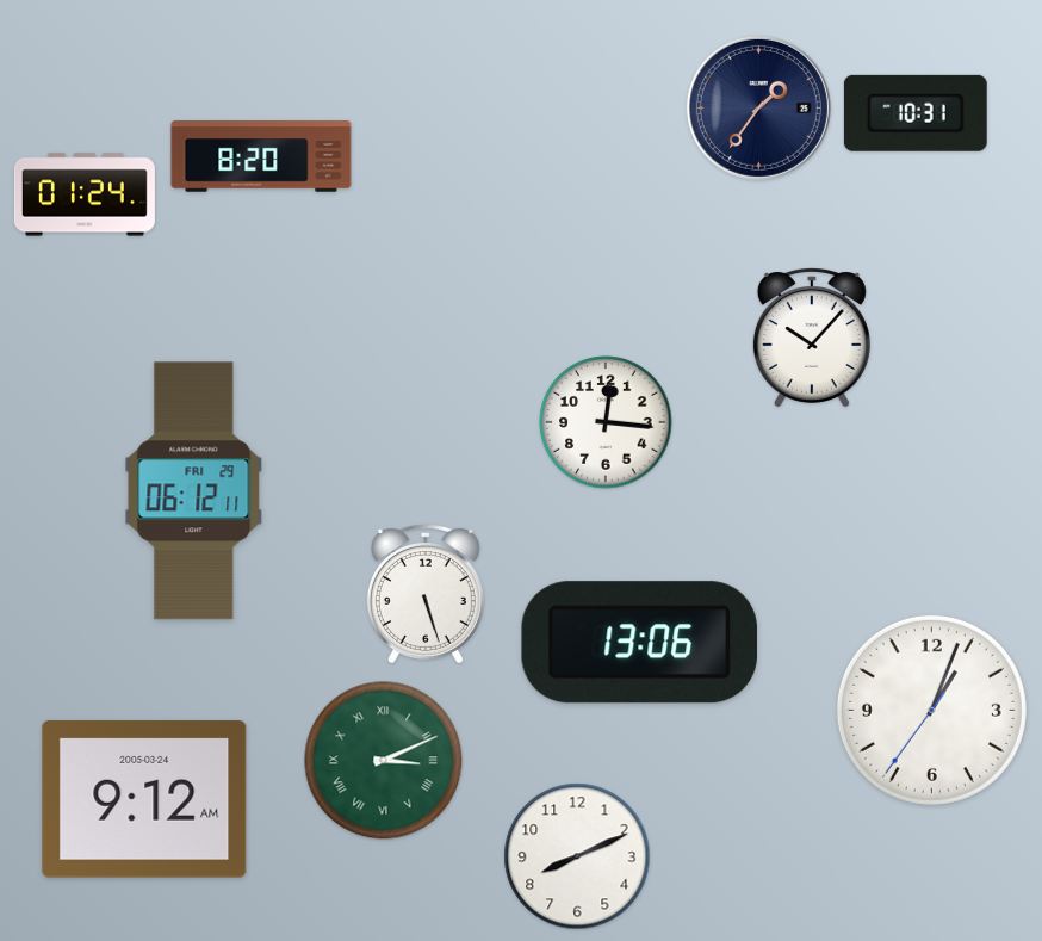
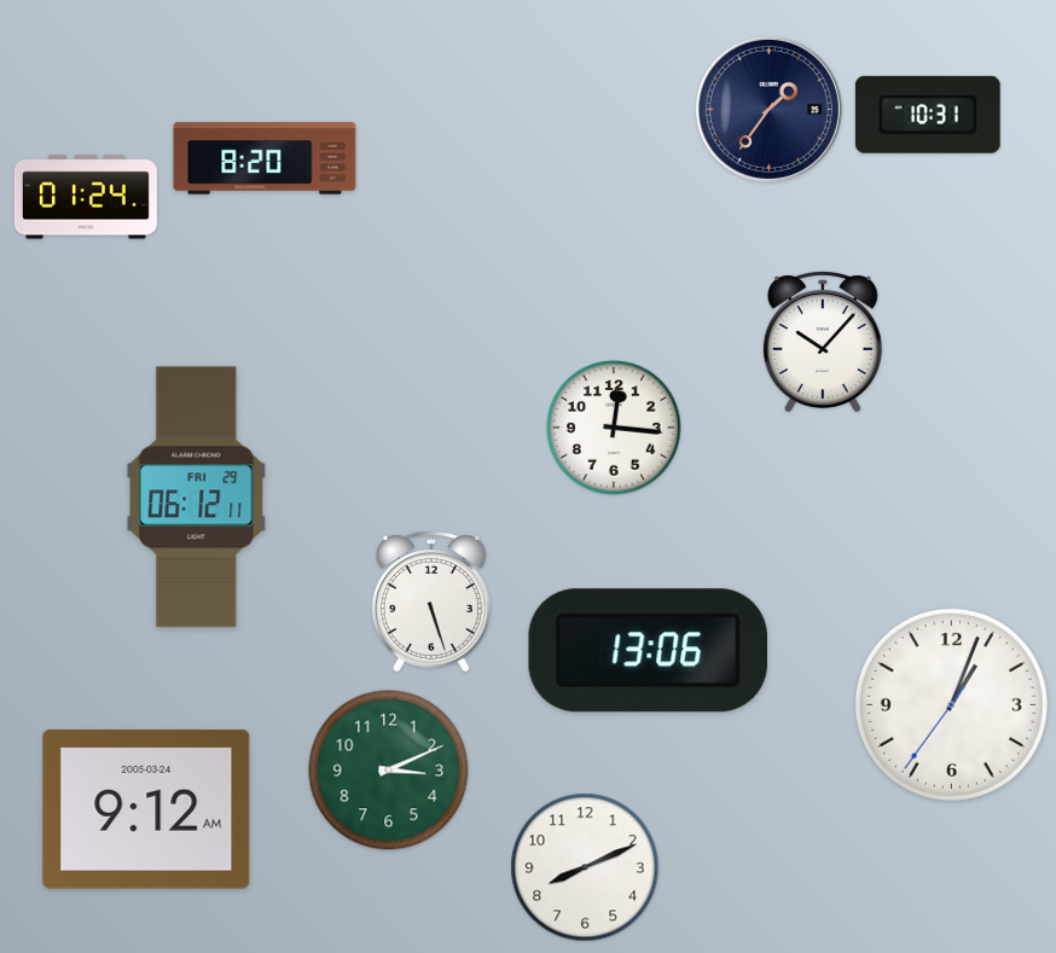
clock at (931, 710) position: (931, 710) -> (951, 704)
clock at (384, 761) numerals: Roman -> Arabic
